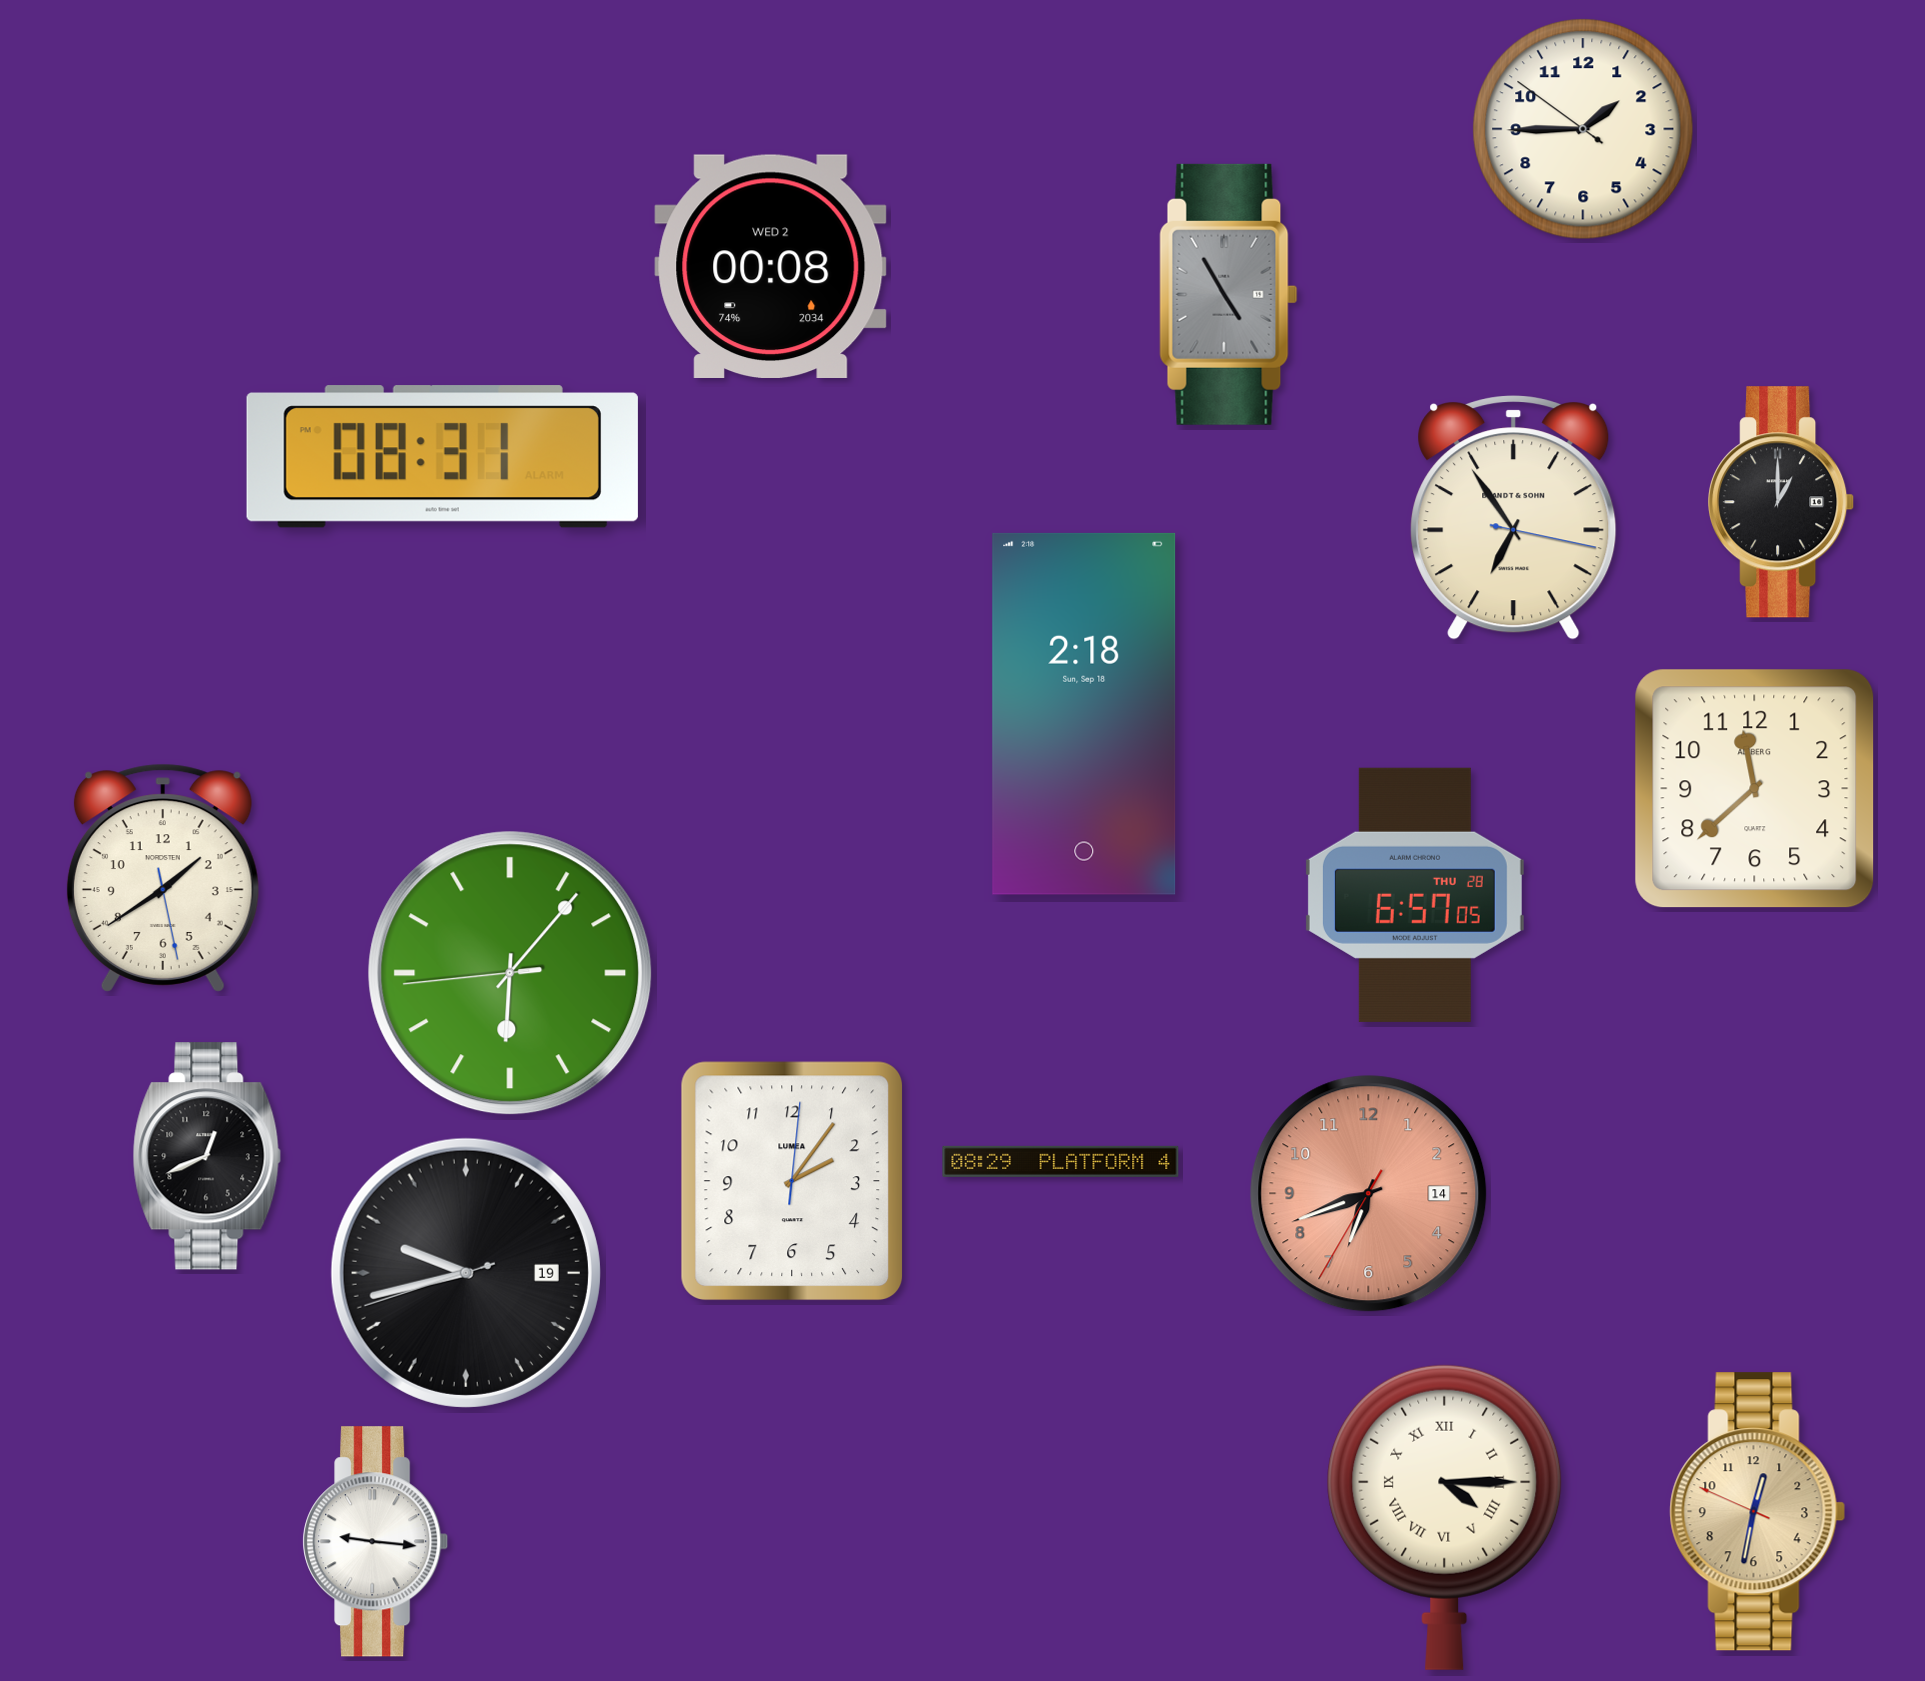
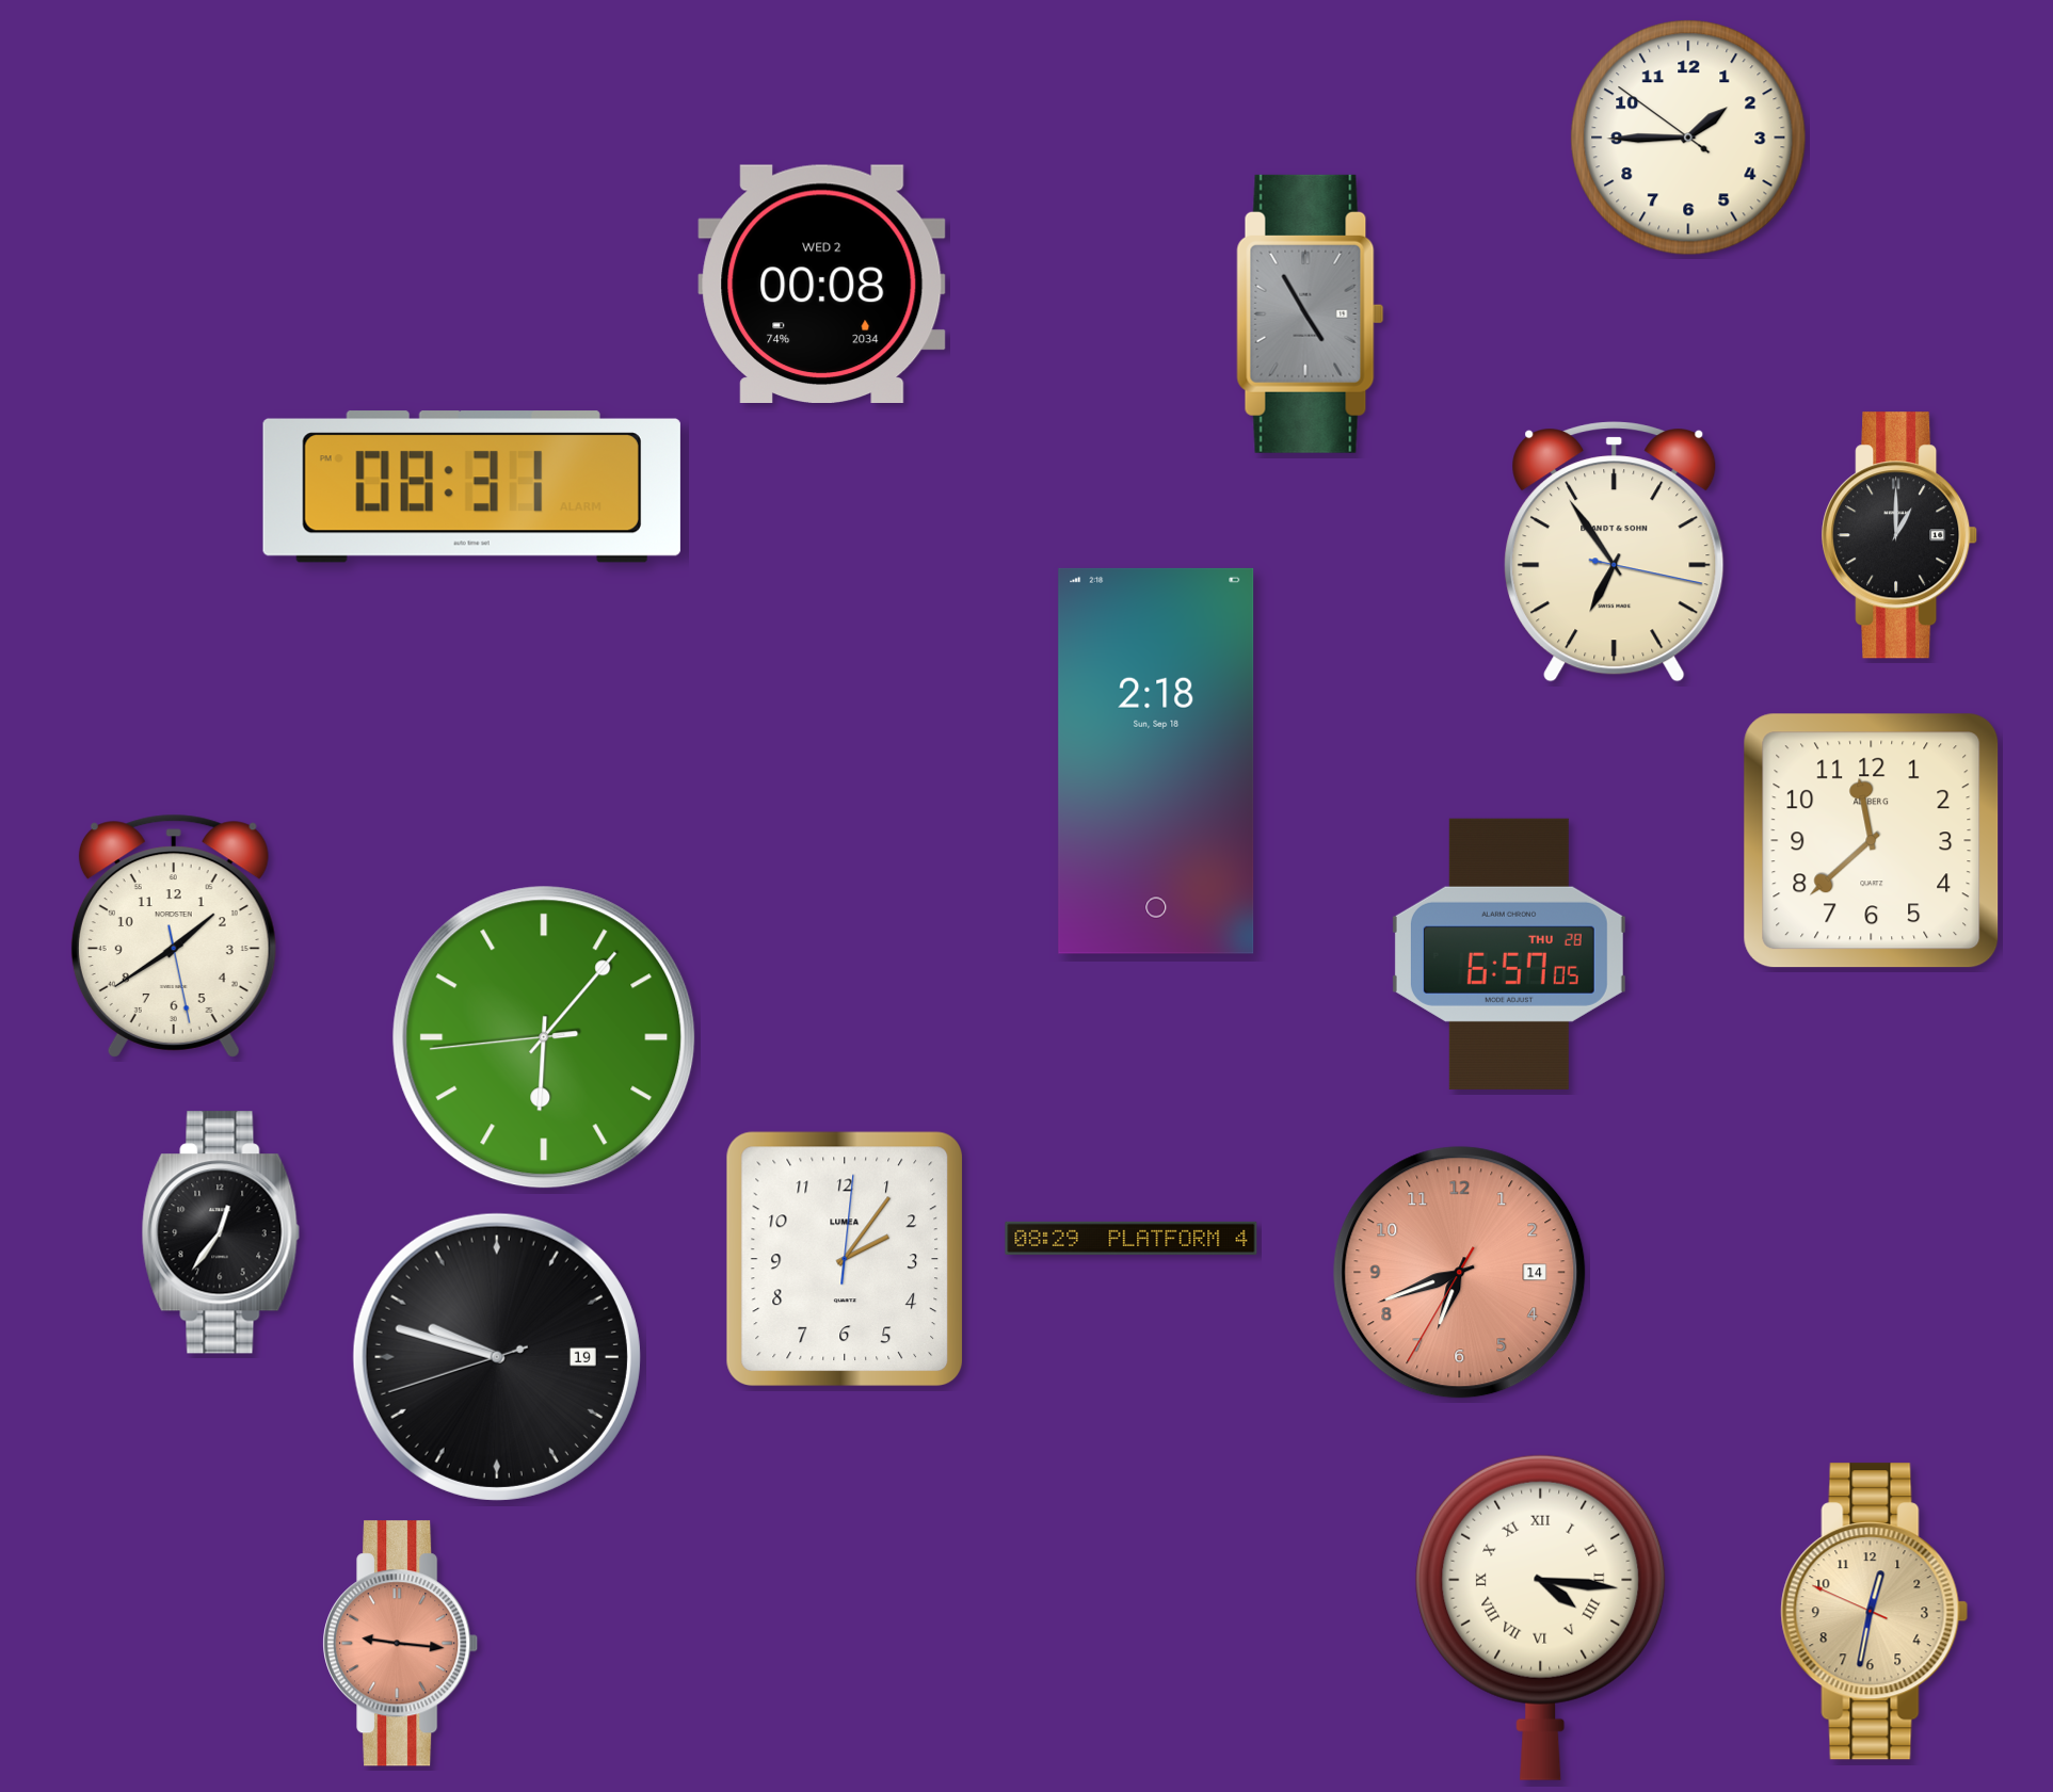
clock at (207, 1156): 12:41 -> 12:36
clock at (466, 1273): 9:42 -> 9:47
clock at (1445, 1517): 4:15 -> 4:16
clock at (376, 1542) dial: white -> salmon
